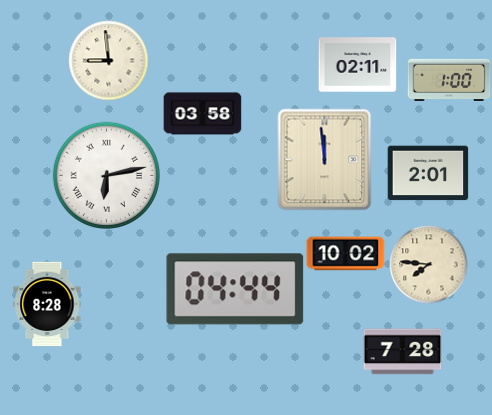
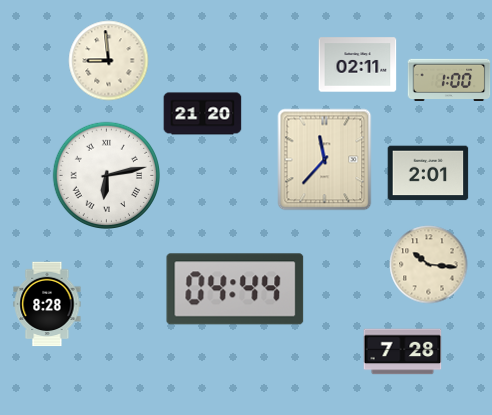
clock at (202, 114): 03:58 -> 21:20
clock at (325, 159): 11:59 -> 11:37
clock at (345, 254): 10:02 -> none
clock at (428, 264): 7:46 -> 10:16
